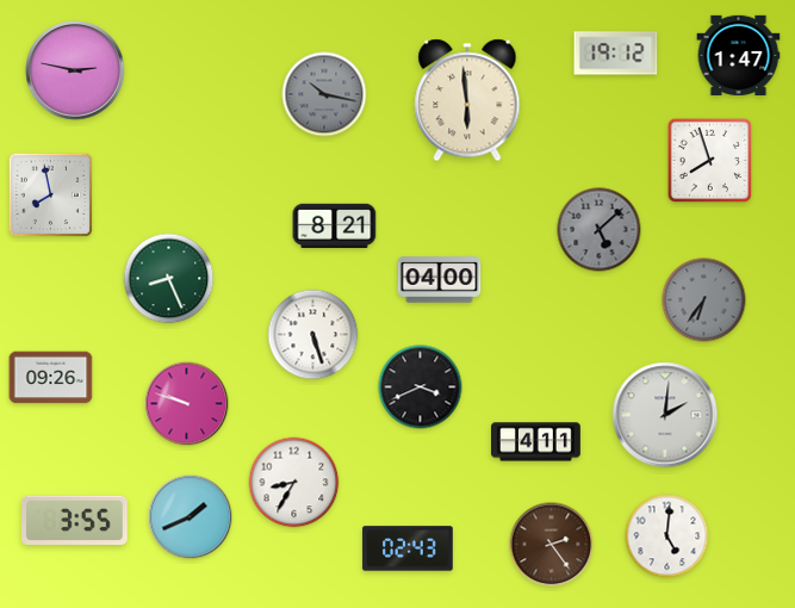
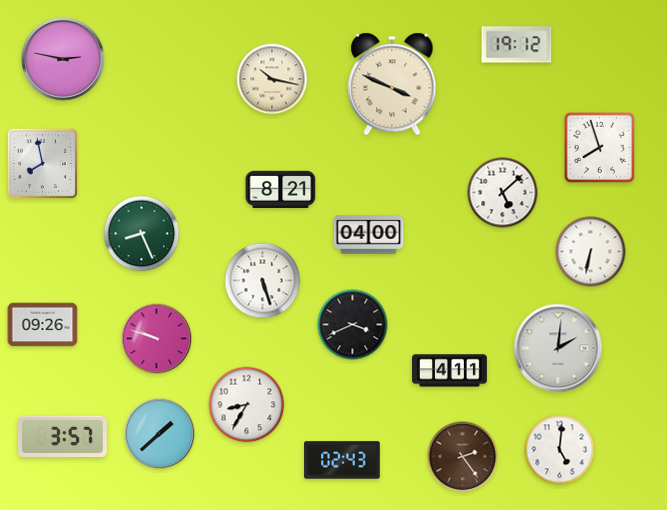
clock at (739, 55): 1:47 -> none
clock at (324, 94) dial: grey -> cream
clock at (467, 100): 5:59 -> 3:49
clock at (710, 161) position: (710, 161) -> (600, 148)
clock at (600, 230) dial: grey -> white
clock at (704, 300): 6:36 -> 6:32
clock at (704, 300) dial: grey -> white
clock at (51, 378) position: (51, 378) -> (43, 325)
clock at (191, 517): 1:41 -> 1:38
clock at (75, 520): 3:55 -> 3:57
